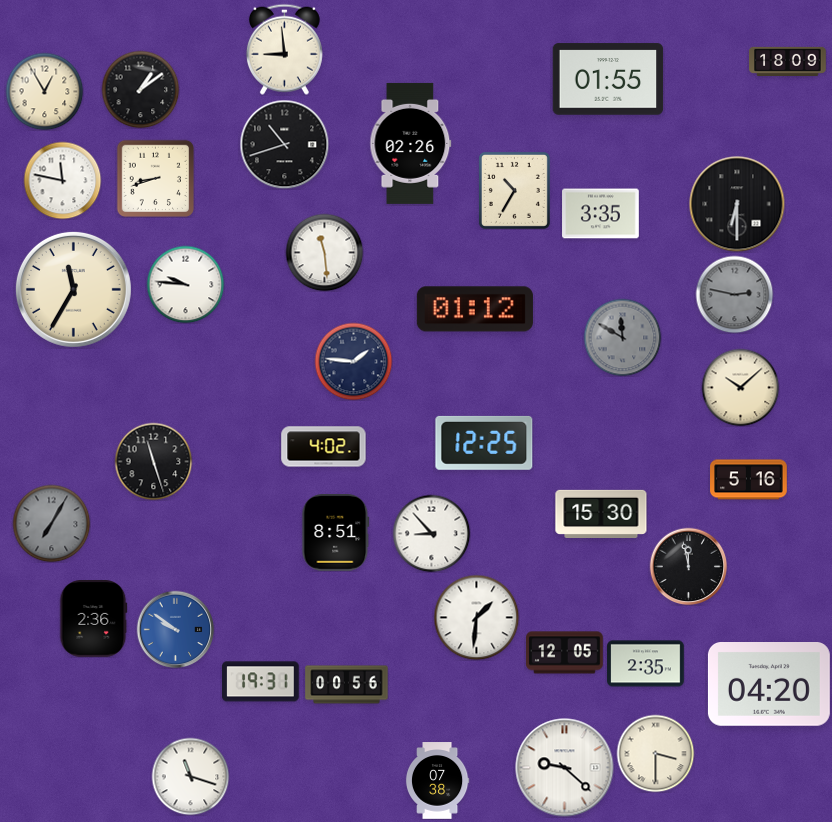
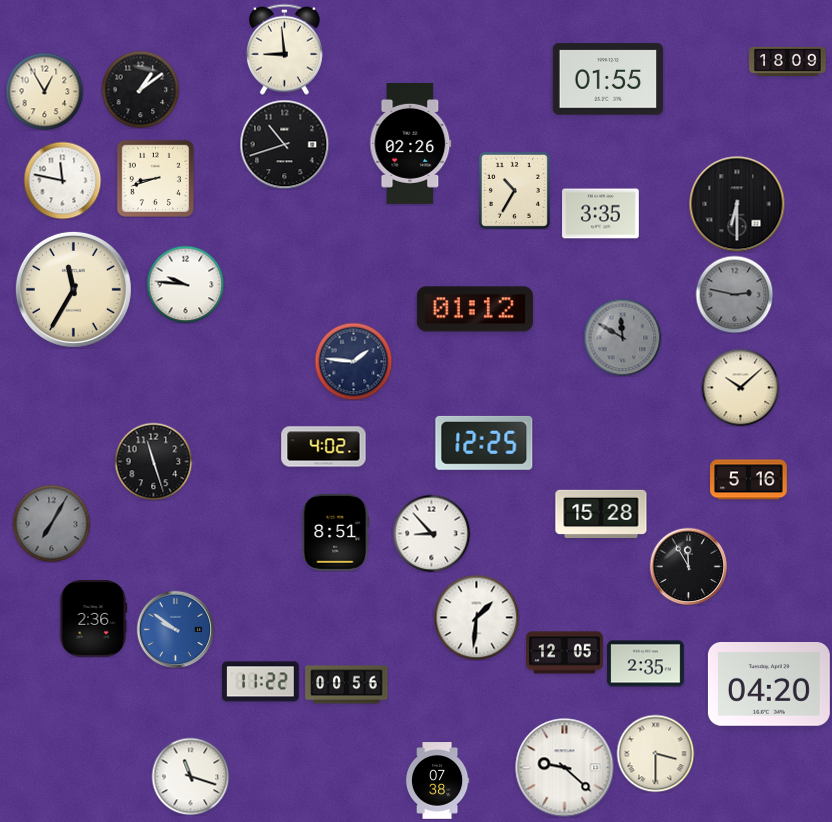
clock at (324, 252): 11:29 -> none
clock at (601, 513): 15:30 -> 15:28
clock at (688, 566): 11:58 -> 11:55
clock at (261, 682): 19:31 -> 11:22
